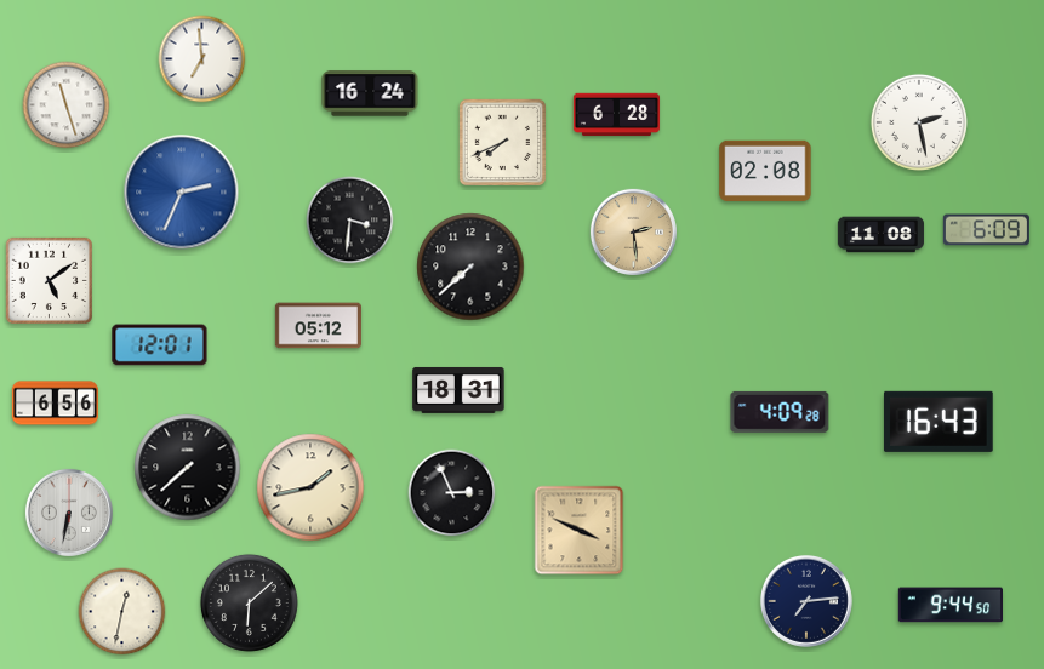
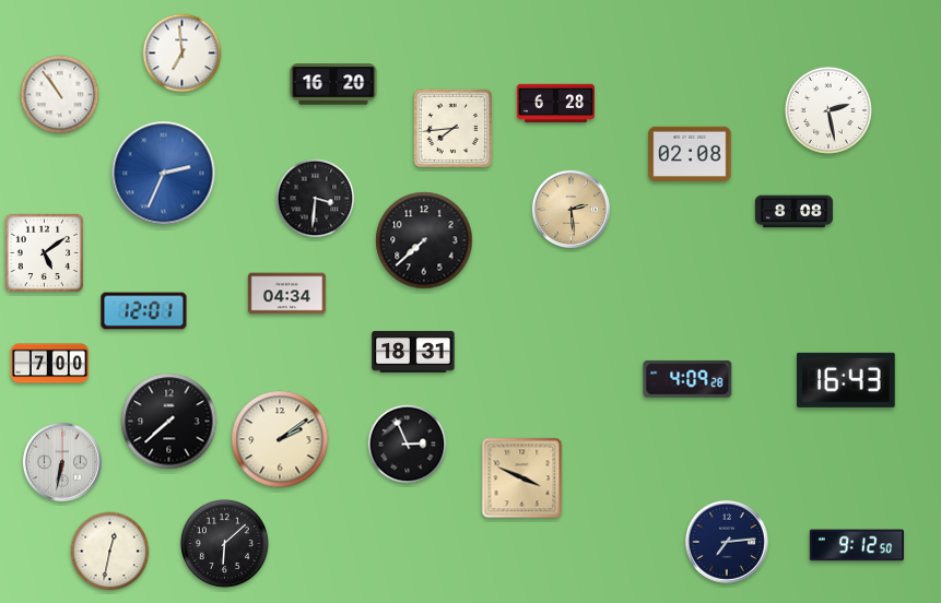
clock at (370, 93): 16:24 -> 16:20
clock at (67, 105): 11:27 -> 10:54
clock at (502, 142): 7:41 -> 7:44
clock at (986, 230): 6:09 -> none
clock at (880, 235): 11:08 -> 8:08
clock at (318, 326): 05:12 -> 04:34
clock at (55, 404): 6:56 -> 7:00
clock at (780, 412) position: (780, 412) -> (687, 379)
clock at (310, 487): 1:43 -> 2:09
clock at (949, 605): 9:44 -> 9:12
